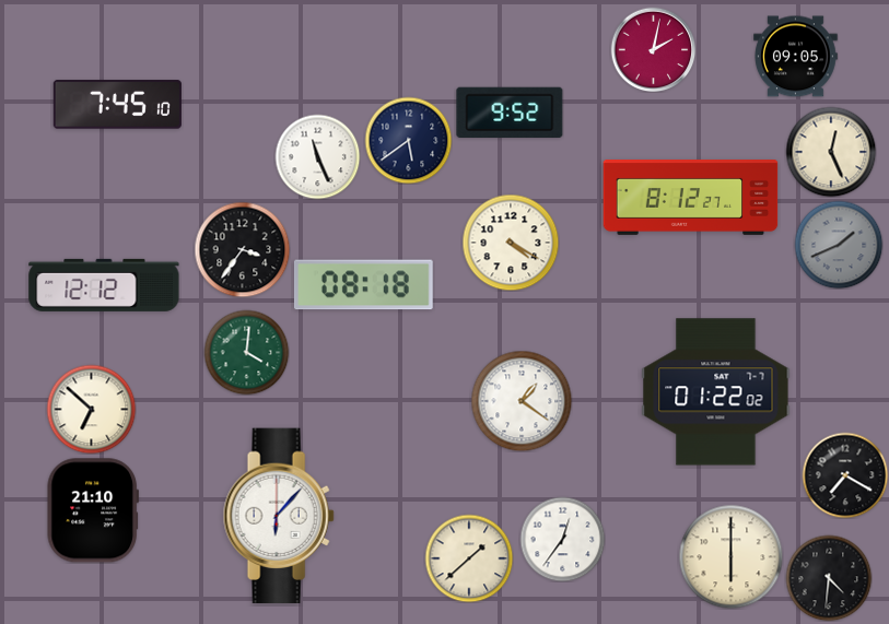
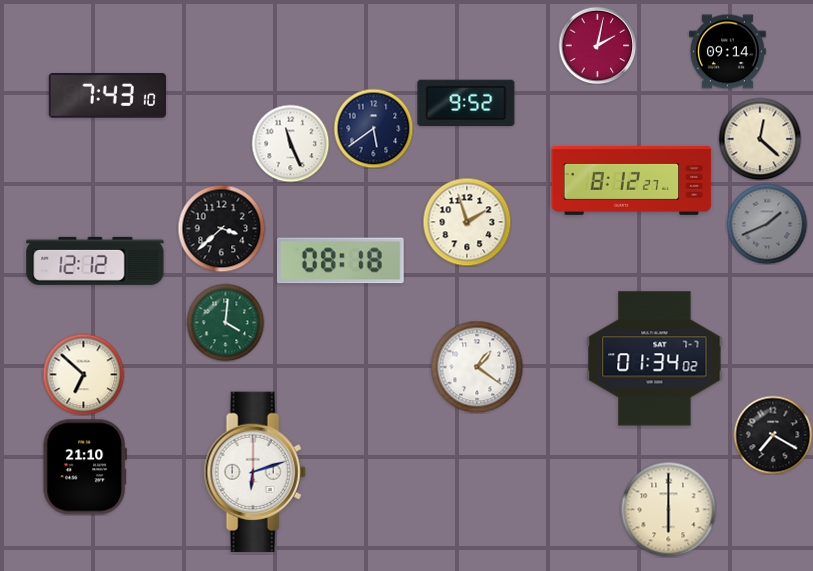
clock at (796, 57): 09:05 -> 09:14
clock at (117, 105): 7:45 -> 7:43
clock at (831, 152): 12:26 -> 12:22
clock at (511, 243): 4:20 -> 1:57
clock at (242, 249): 3:36 -> 3:38
clock at (363, 285) position: (363, 285) -> (340, 261)
clock at (716, 392): 01:22 -> 01:34
clock at (279, 516): 6:07 -> 6:12
clock at (562, 539): 12:36 -> none
clock at (469, 558): 1:38 -> none
clock at (829, 578): 4:31 -> none
